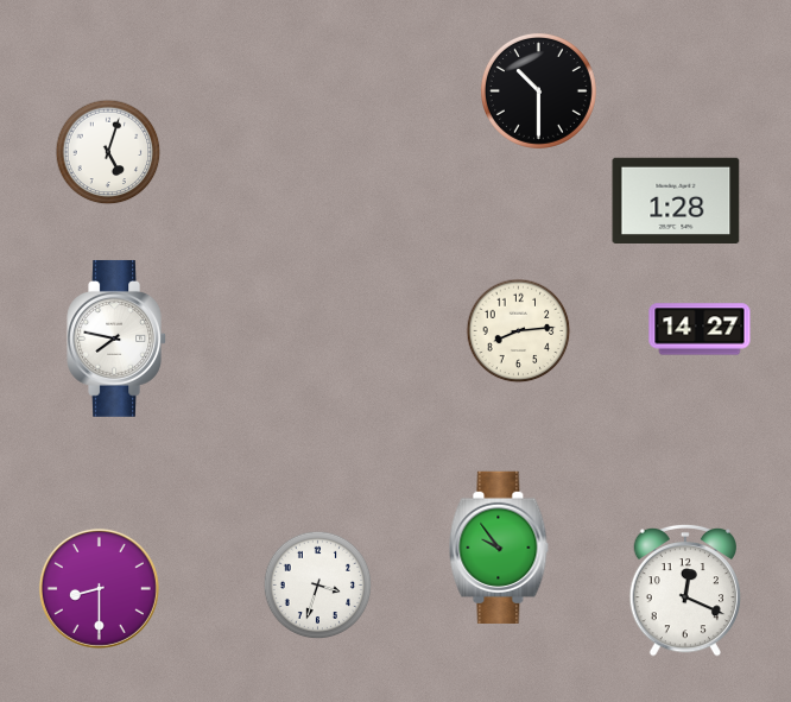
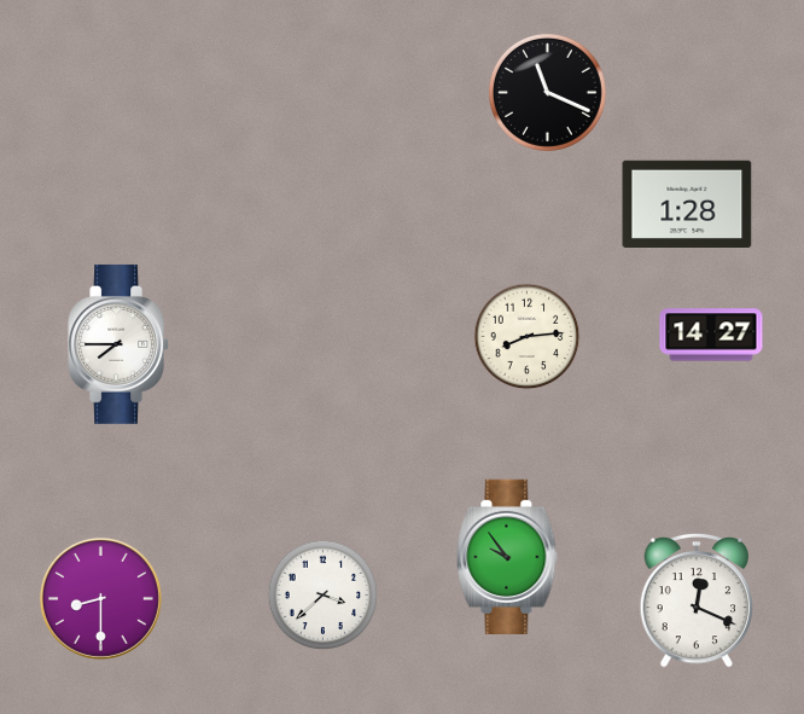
clock at (538, 90): 10:30 -> 11:19
clock at (108, 152): 5:03 -> none
clock at (116, 339): 7:47 -> 7:45
clock at (318, 586): 3:33 -> 3:38
